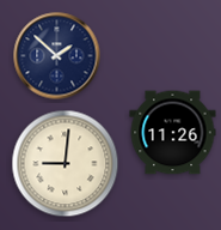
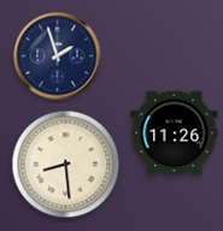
clock at (57, 56): 1:52 -> 1:57
clock at (66, 164): 9:01 -> 8:29
